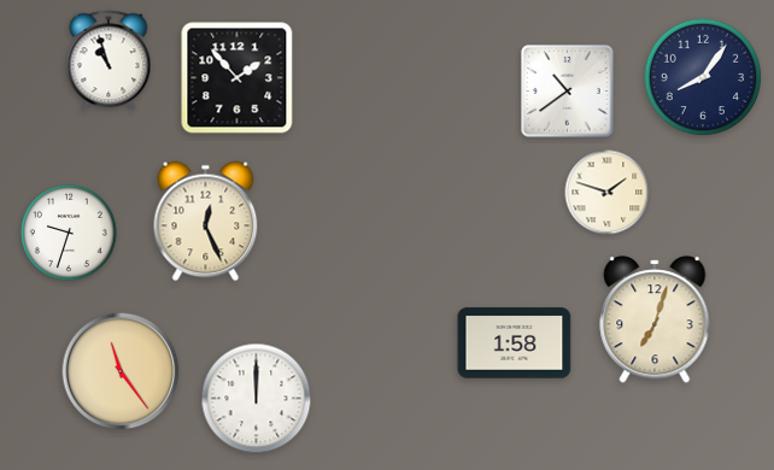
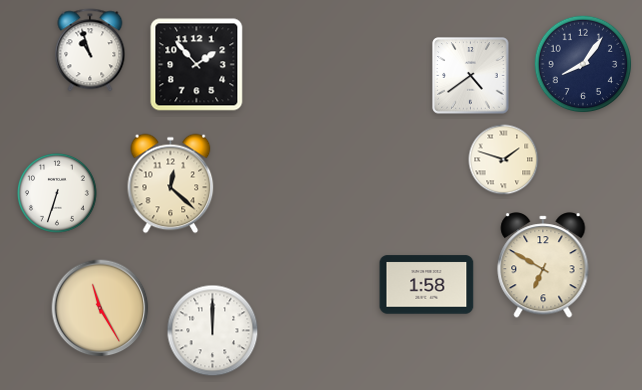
clock at (568, 92): 10:39 -> 4:39
clock at (206, 222): 12:26 -> 12:22
clock at (70, 234): 9:33 -> 6:33
clock at (655, 319): 7:03 -> 6:50
clock at (121, 371): 11:24 -> 11:25
